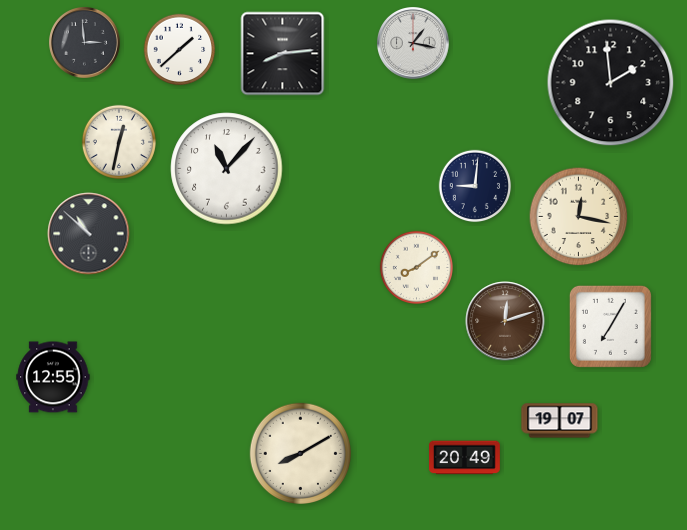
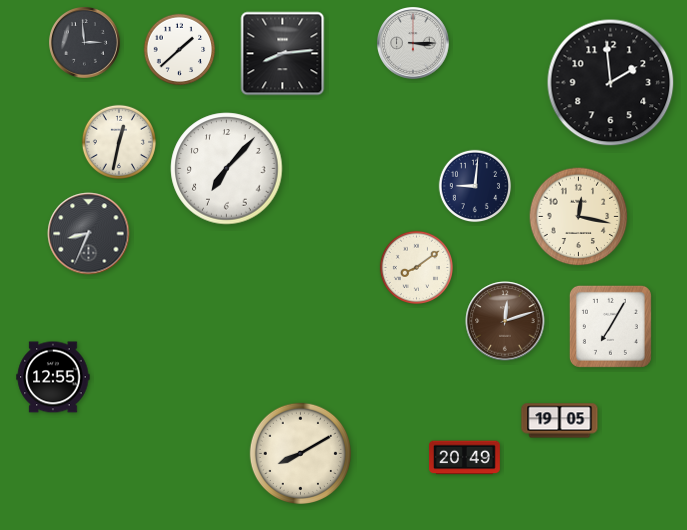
clock at (414, 44): 1:17 -> 3:15
clock at (227, 169): 11:07 -> 7:07
clock at (89, 234): 10:52 -> 8:34
clock at (560, 421): 19:07 -> 19:05
